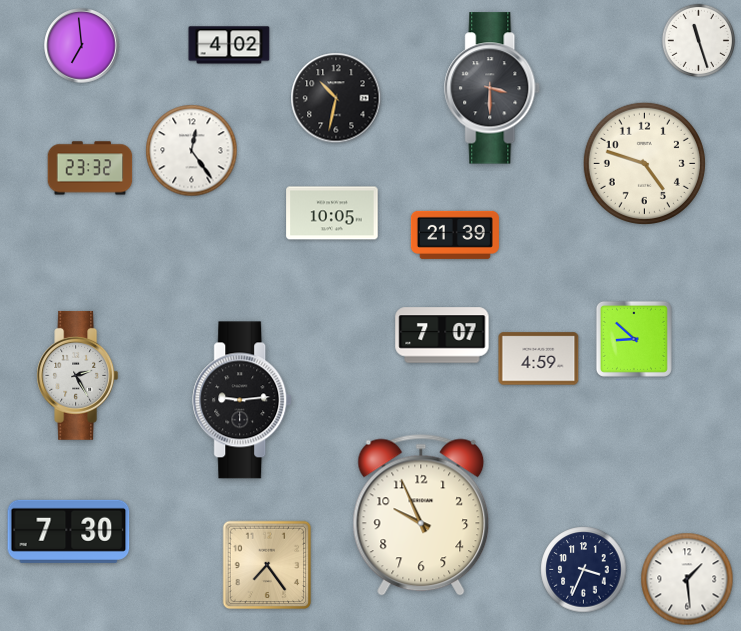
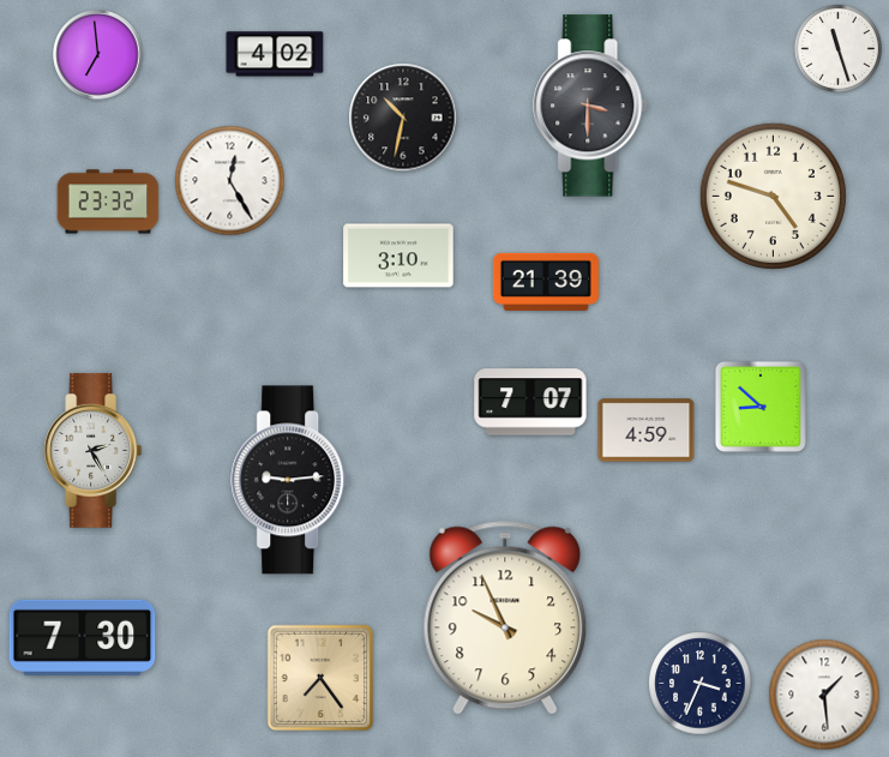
clock at (192, 151): 12:24 -> 12:25
clock at (332, 213): 10:05 -> 3:10
